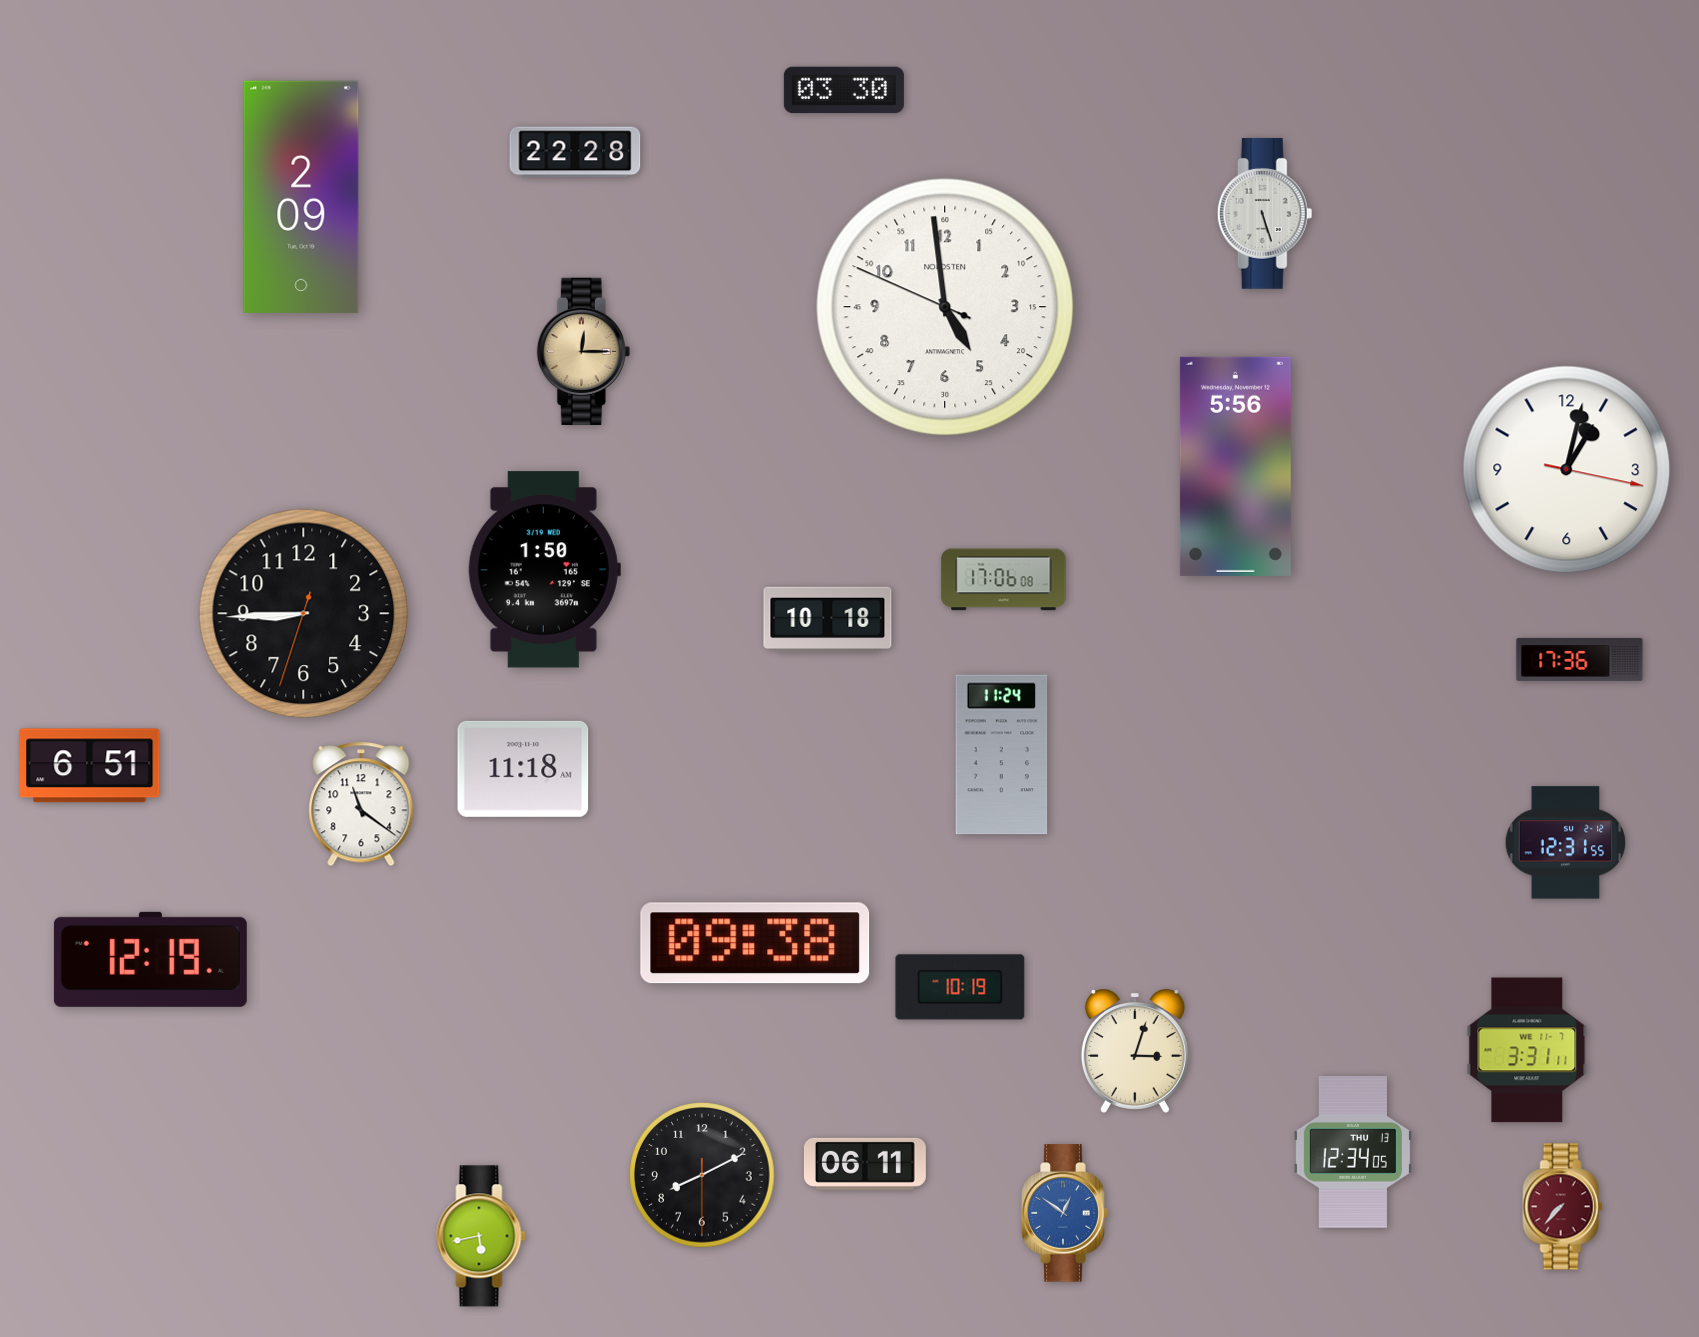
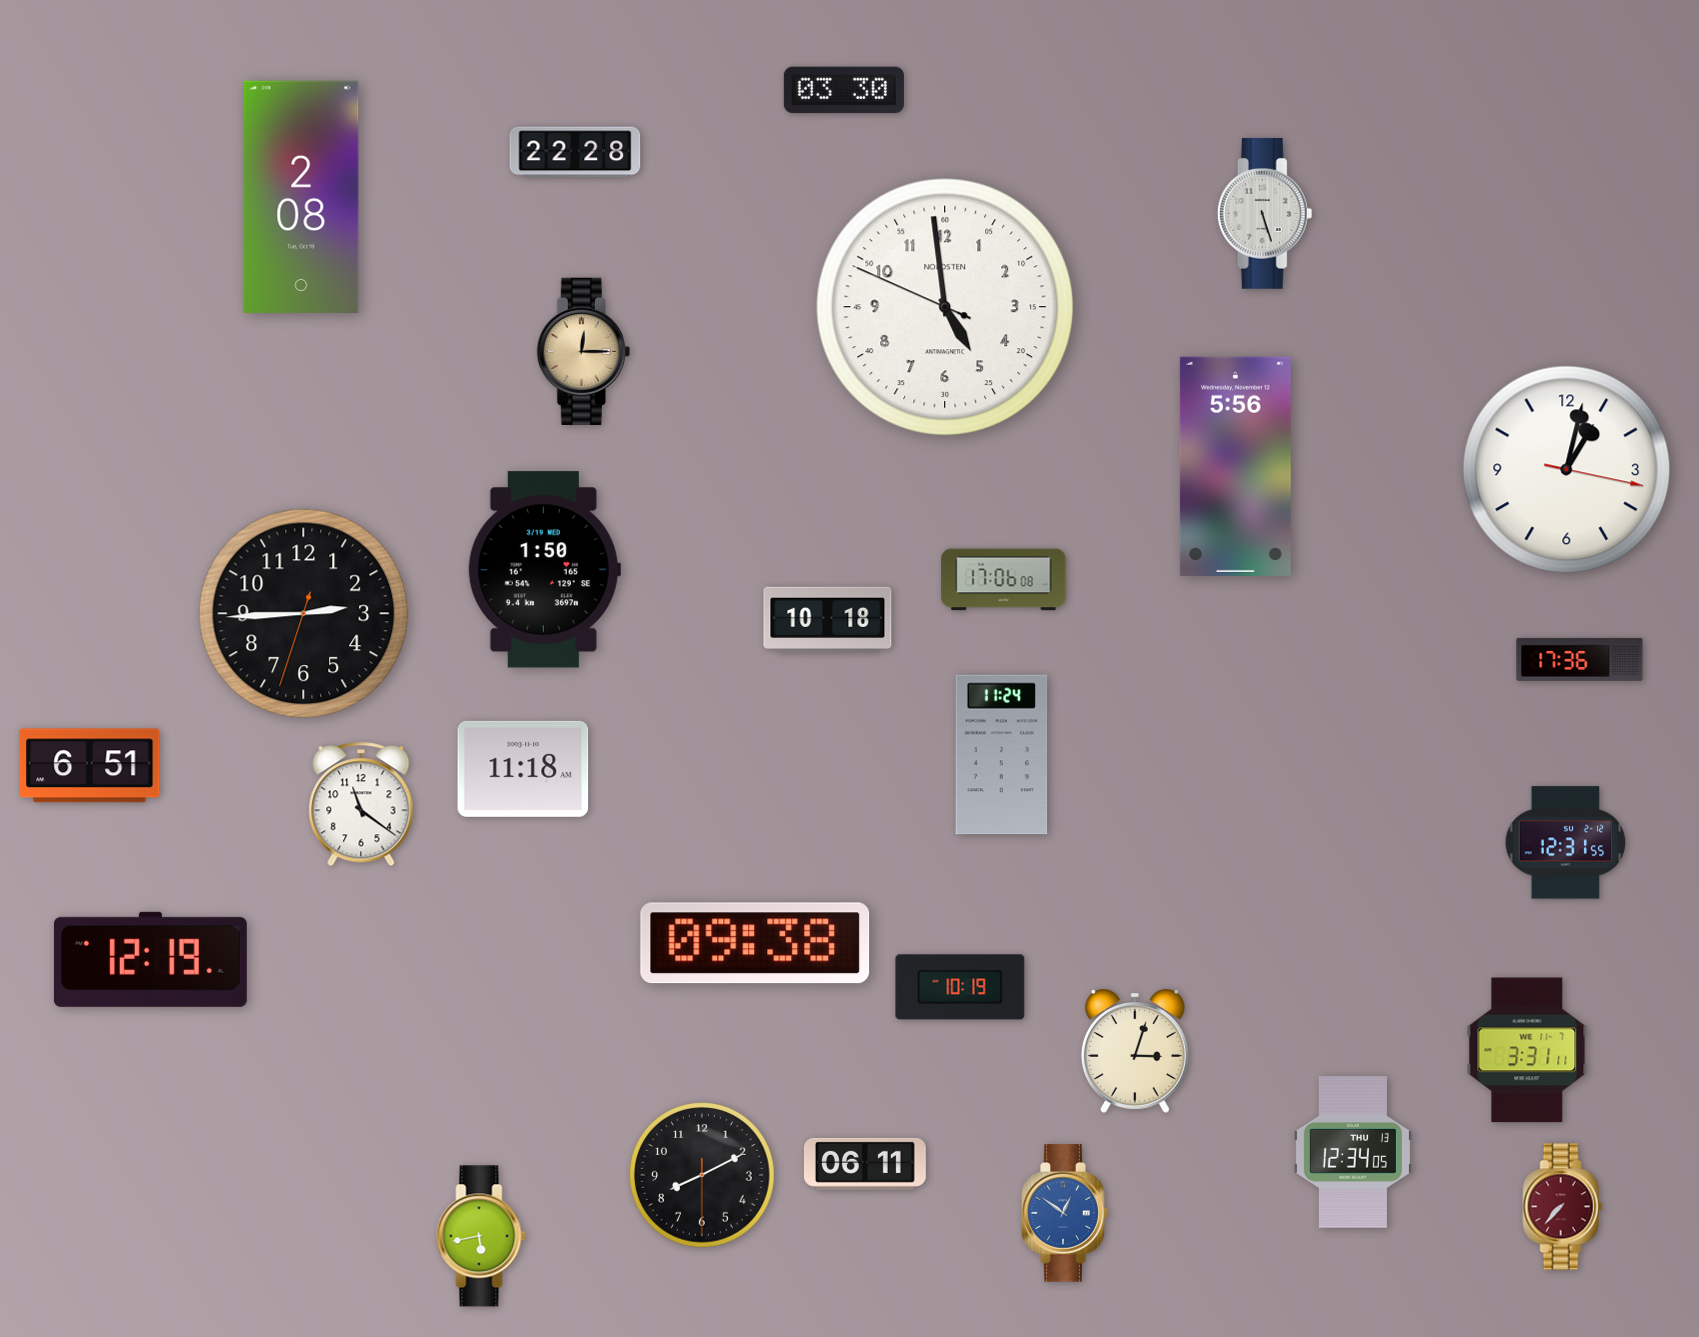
clock at (301, 197): 2:09 -> 2:08
clock at (304, 614): 8:44 -> 2:44
